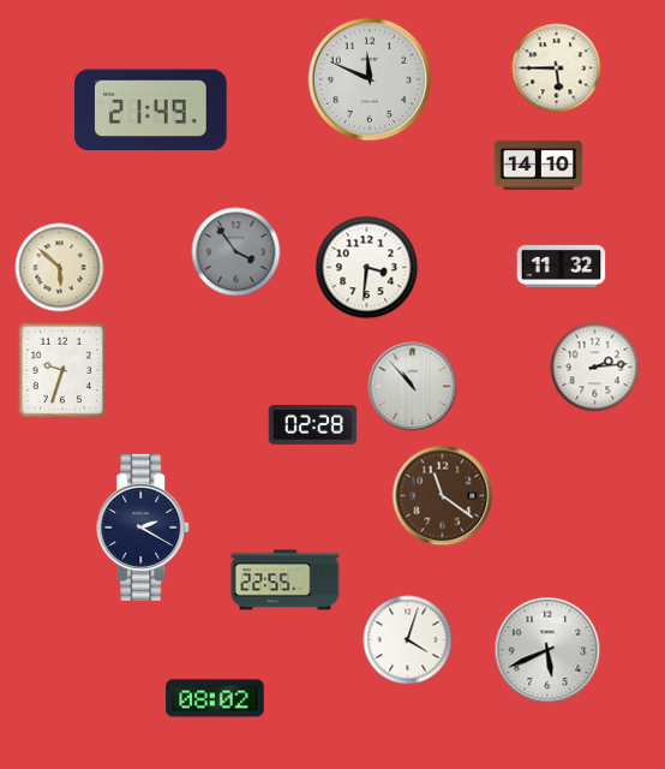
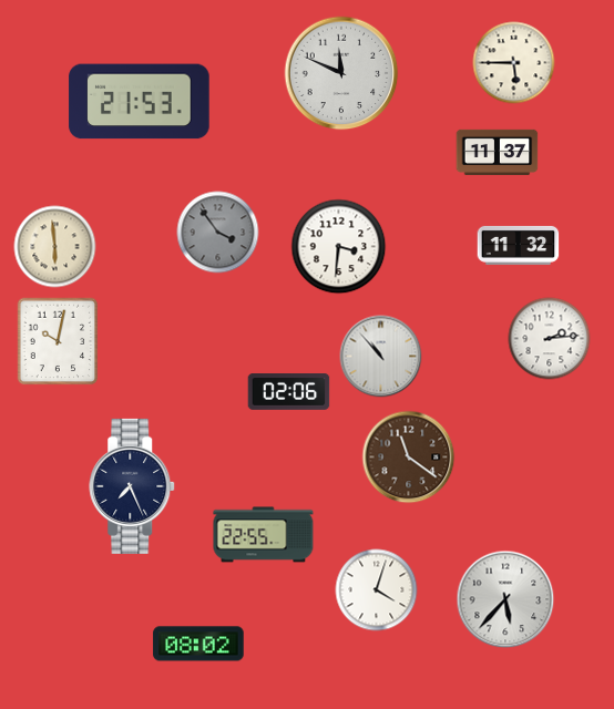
clock at (151, 111): 21:49 -> 21:53
clock at (539, 165): 14:10 -> 11:37
clock at (60, 268): 5:52 -> 5:59
clock at (62, 370): 9:33 -> 10:02
clock at (313, 425): 02:28 -> 02:06
clock at (144, 527): 2:20 -> 7:26
clock at (547, 650): 5:41 -> 5:37
